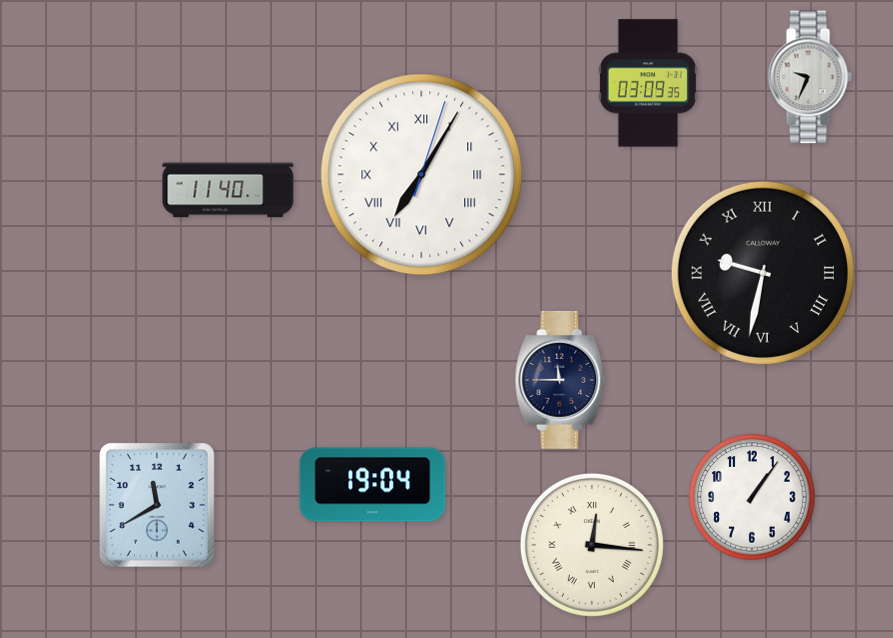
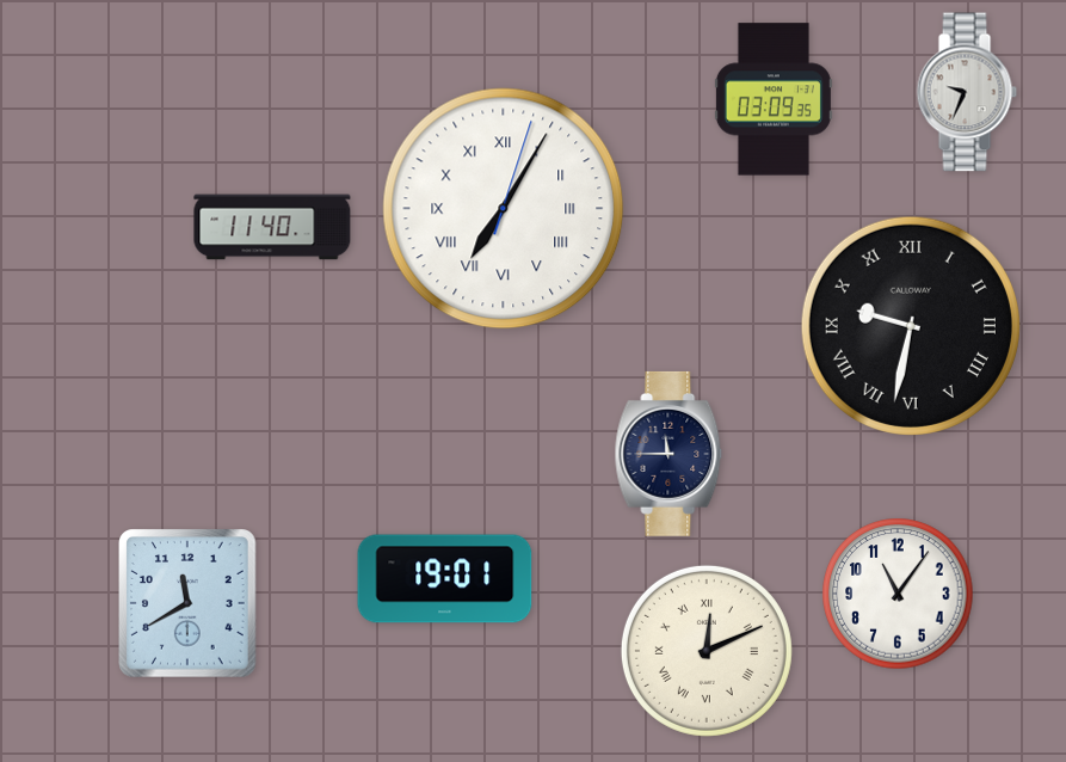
clock at (373, 485): 19:04 -> 19:01
clock at (752, 497): 1:06 -> 11:06
clock at (592, 545): 12:16 -> 12:11
